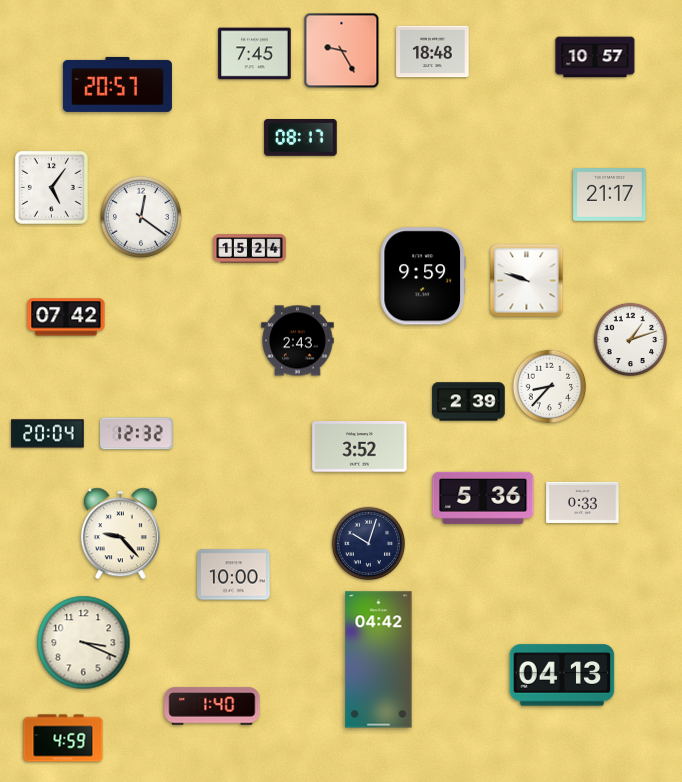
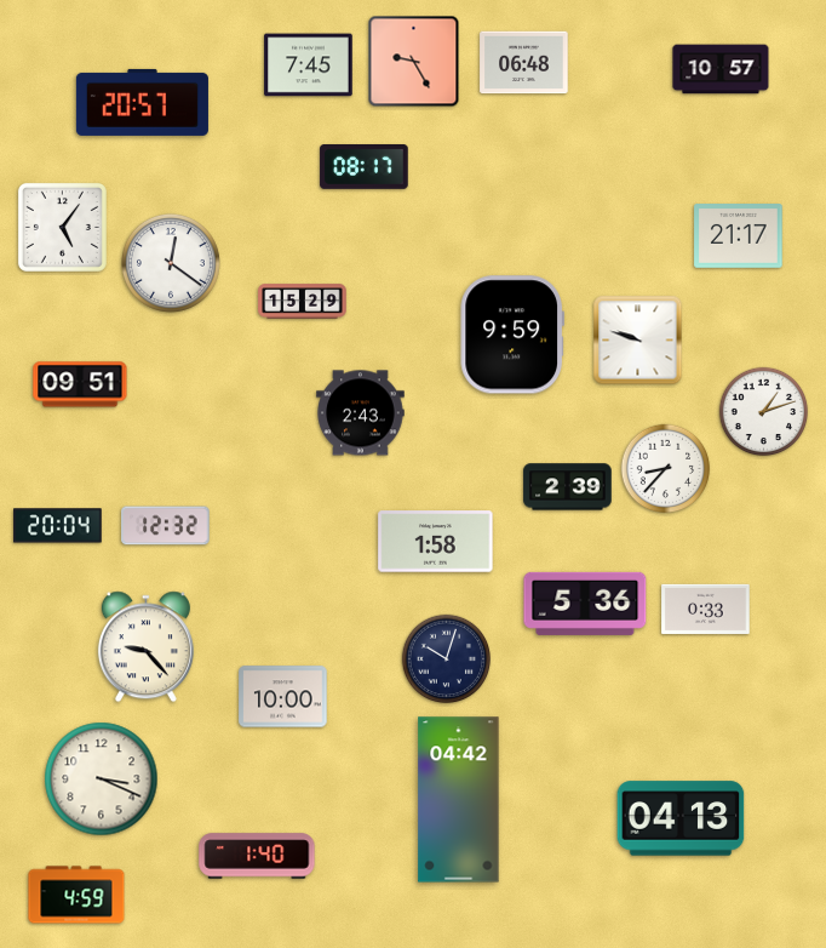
clock at (433, 52): 18:48 -> 06:48
clock at (250, 249): 15:24 -> 15:29
clock at (66, 317): 07:42 -> 09:51
clock at (360, 447): 3:52 -> 1:58
